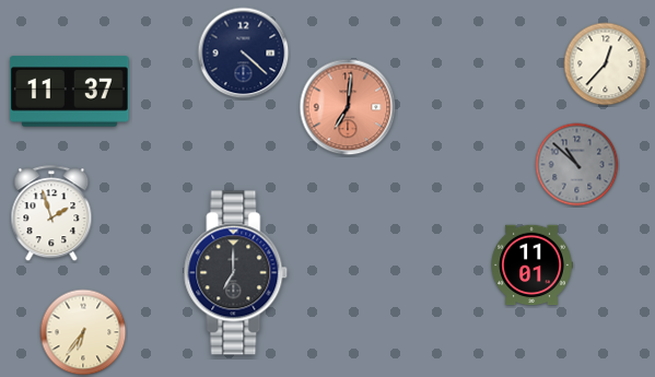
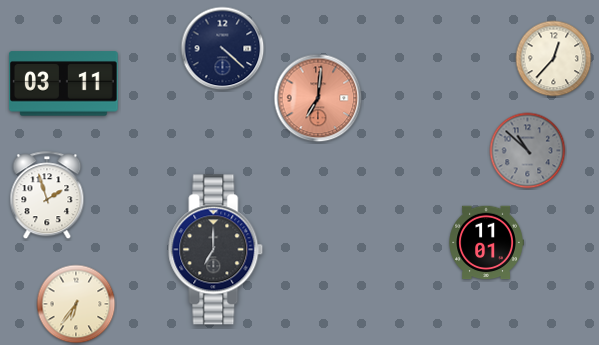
clock at (69, 92): 11:37 -> 03:11
